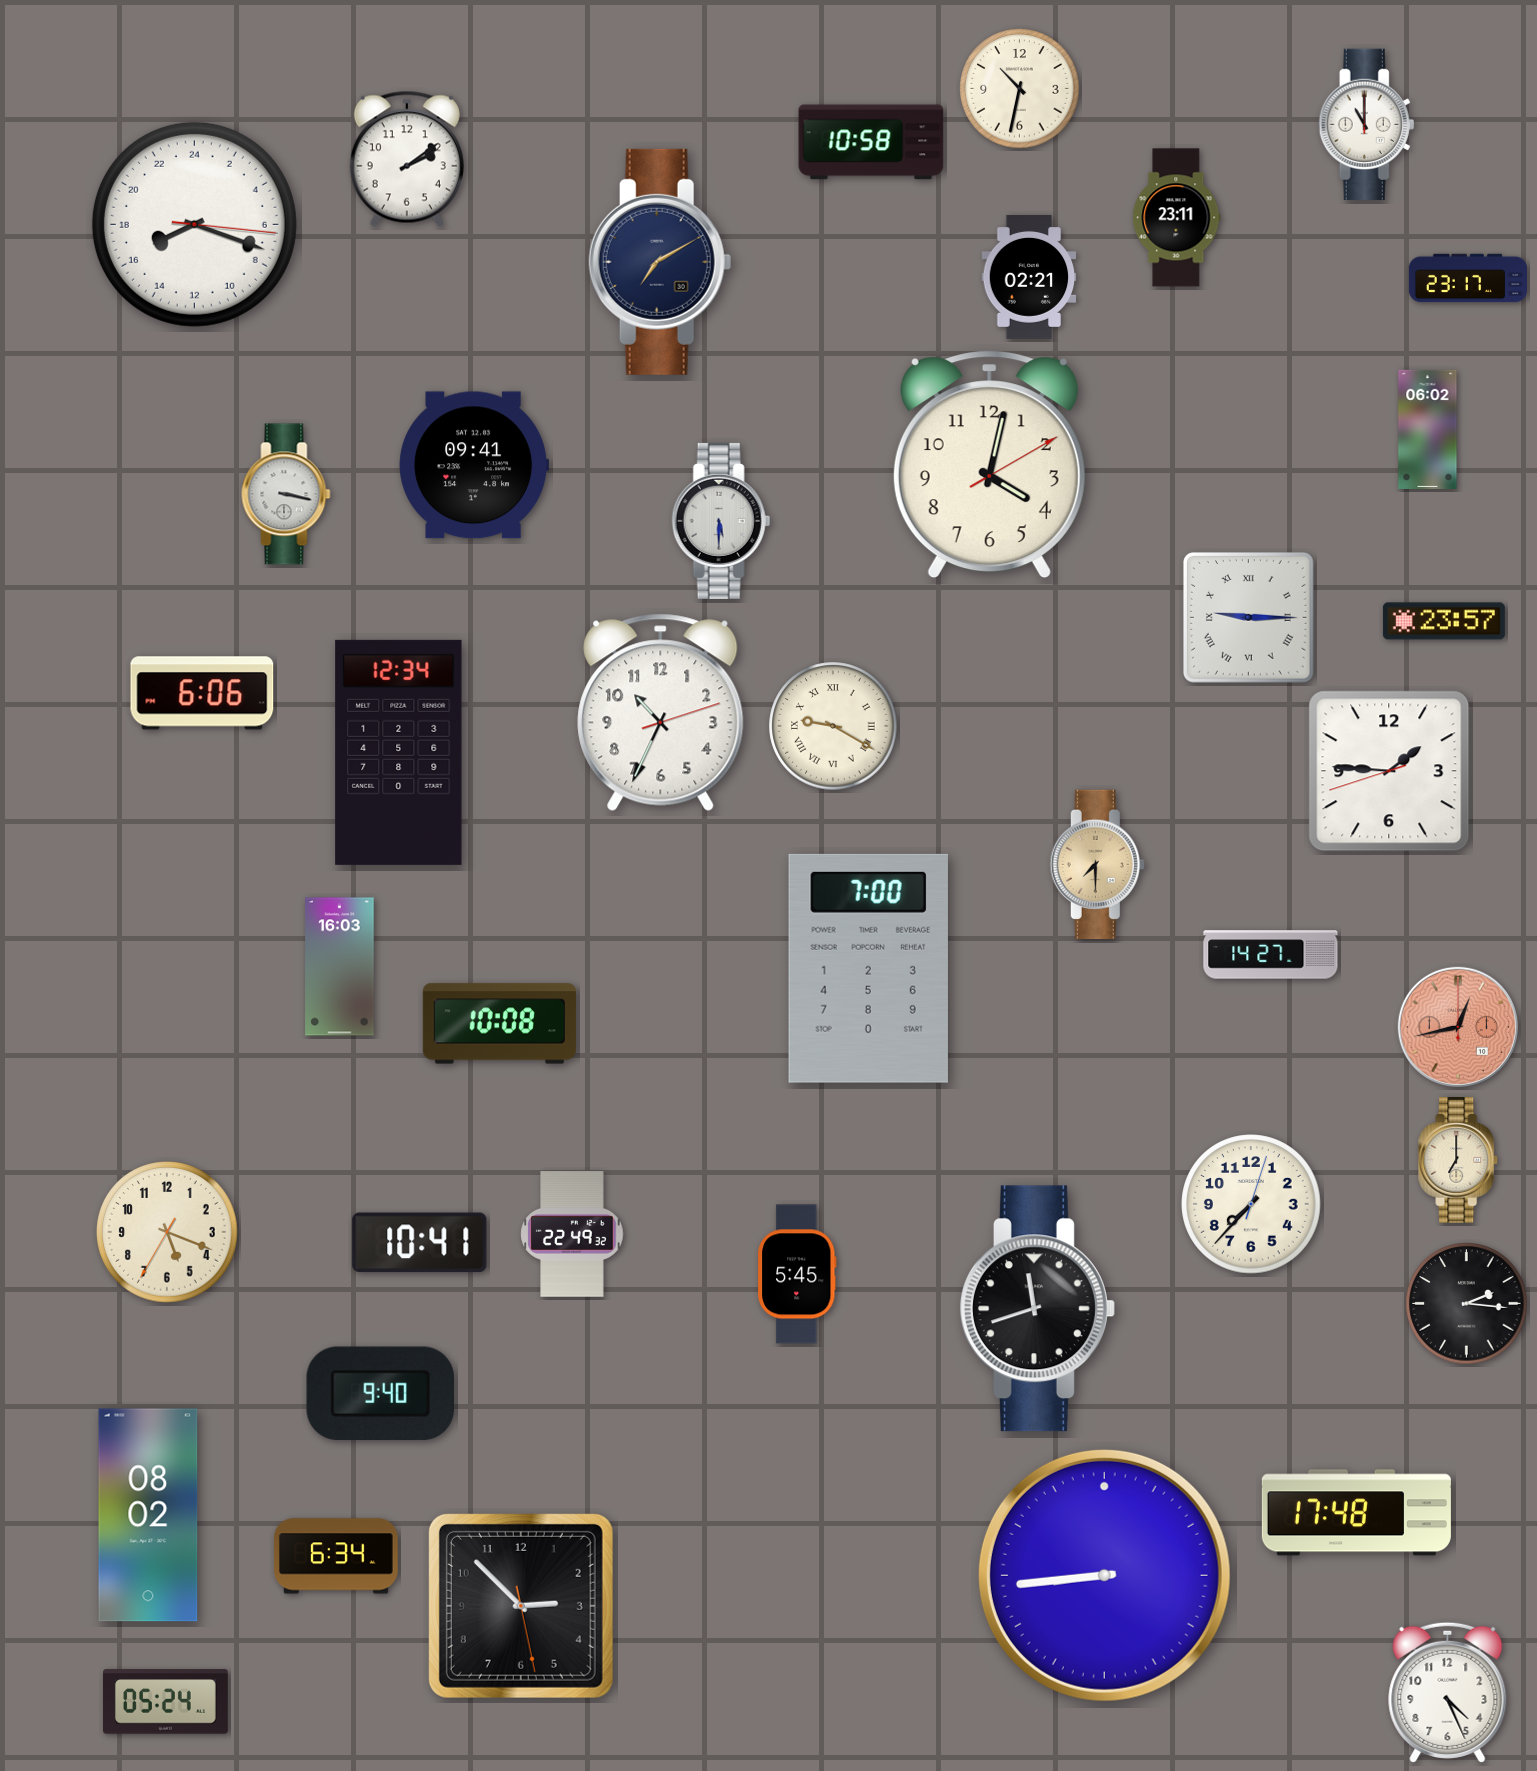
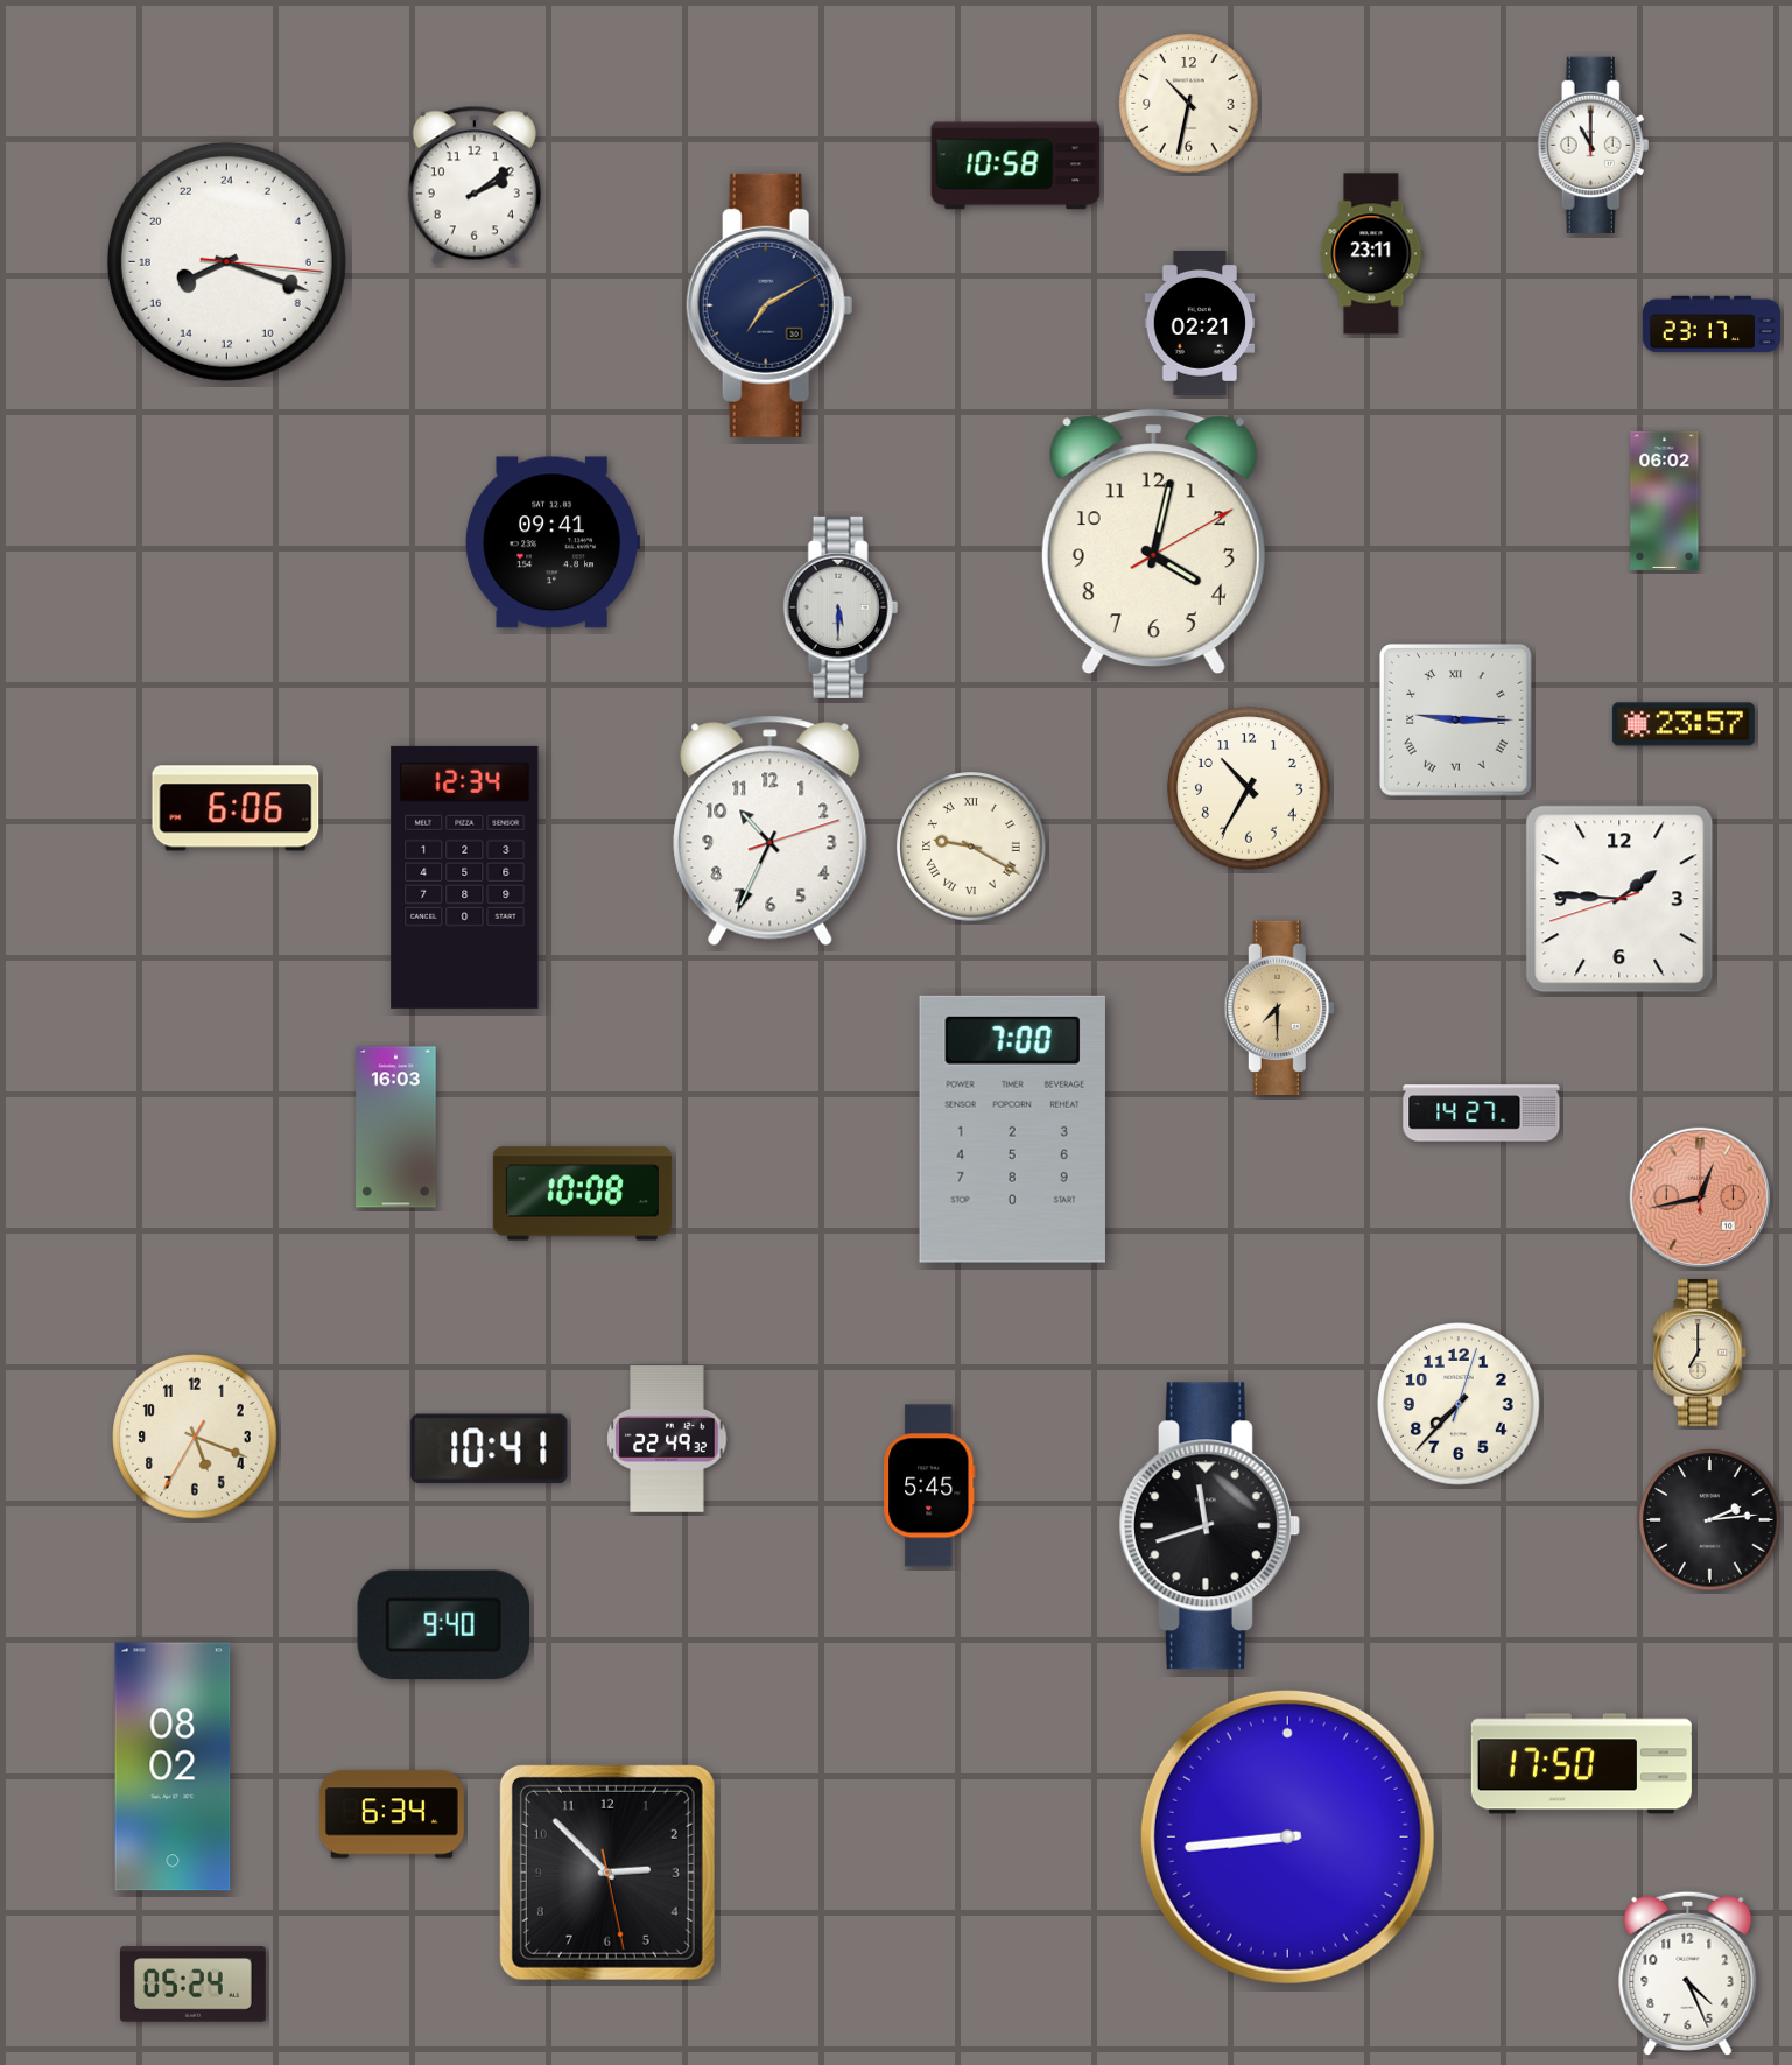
clock at (286, 494): 3:17 -> none
clock at (1249, 788): none -> 10:35
clock at (1467, 1304): 2:16 -> 2:14
clock at (1356, 1513): 17:48 -> 17:50
